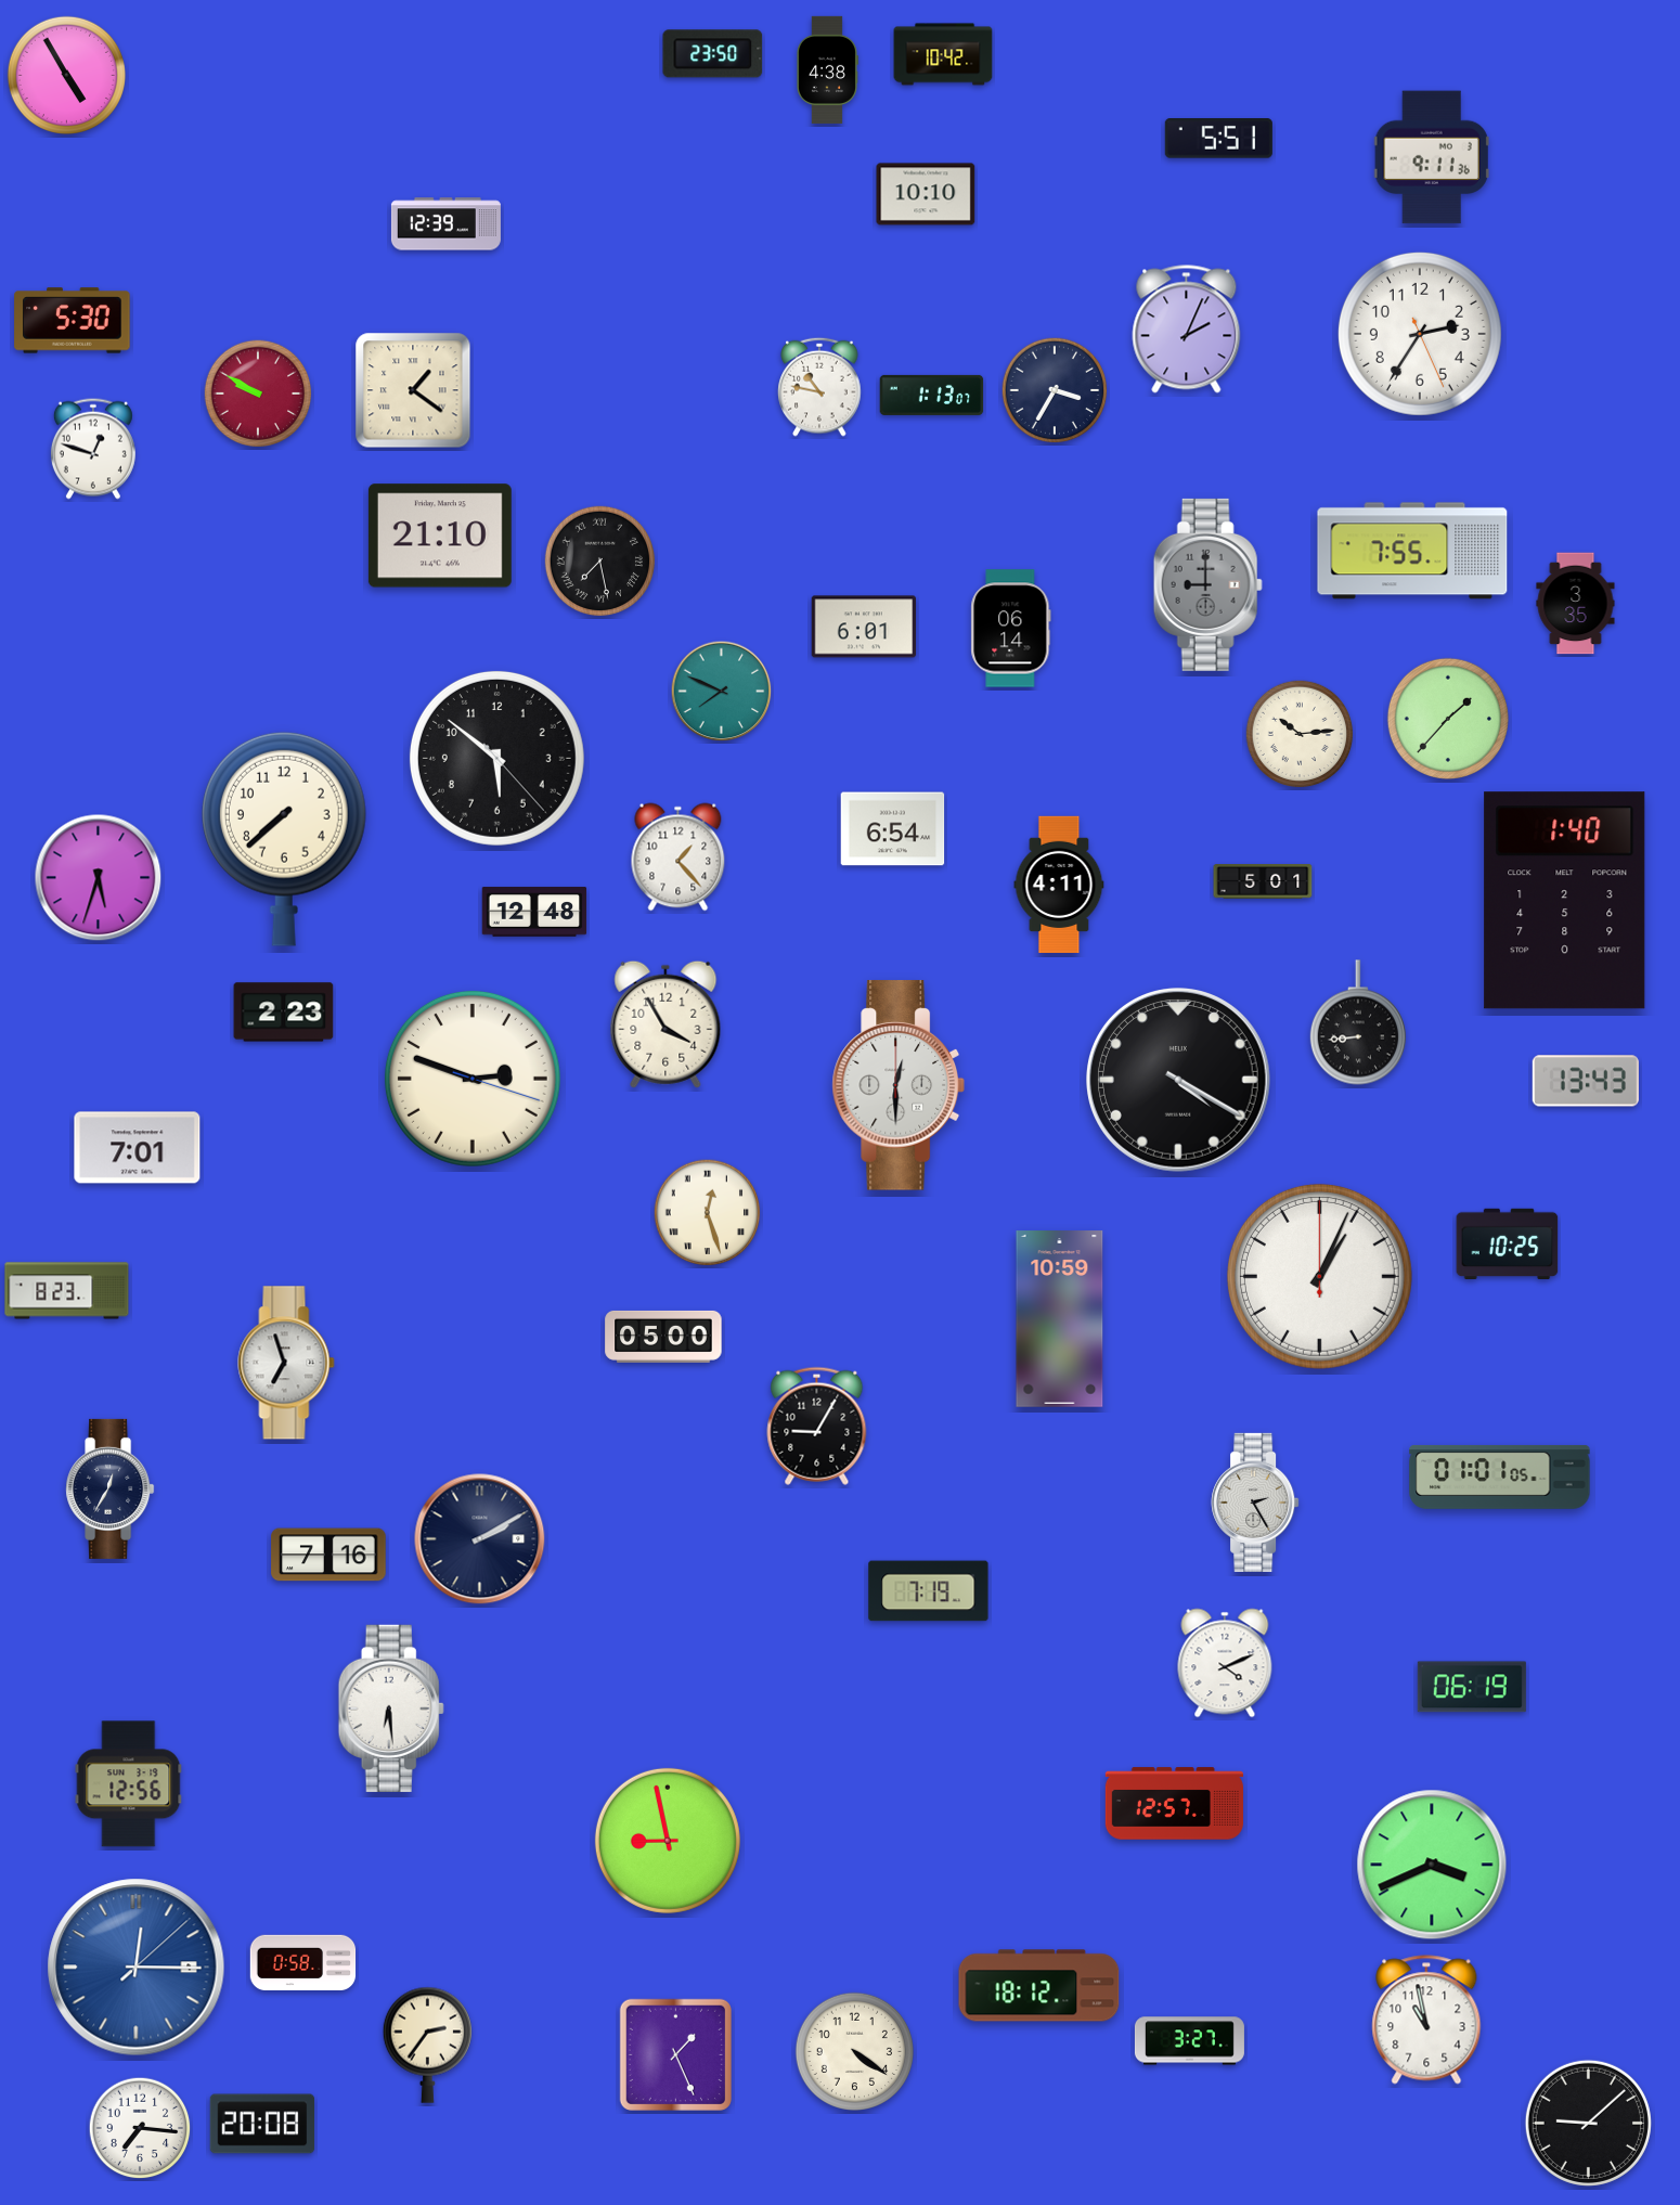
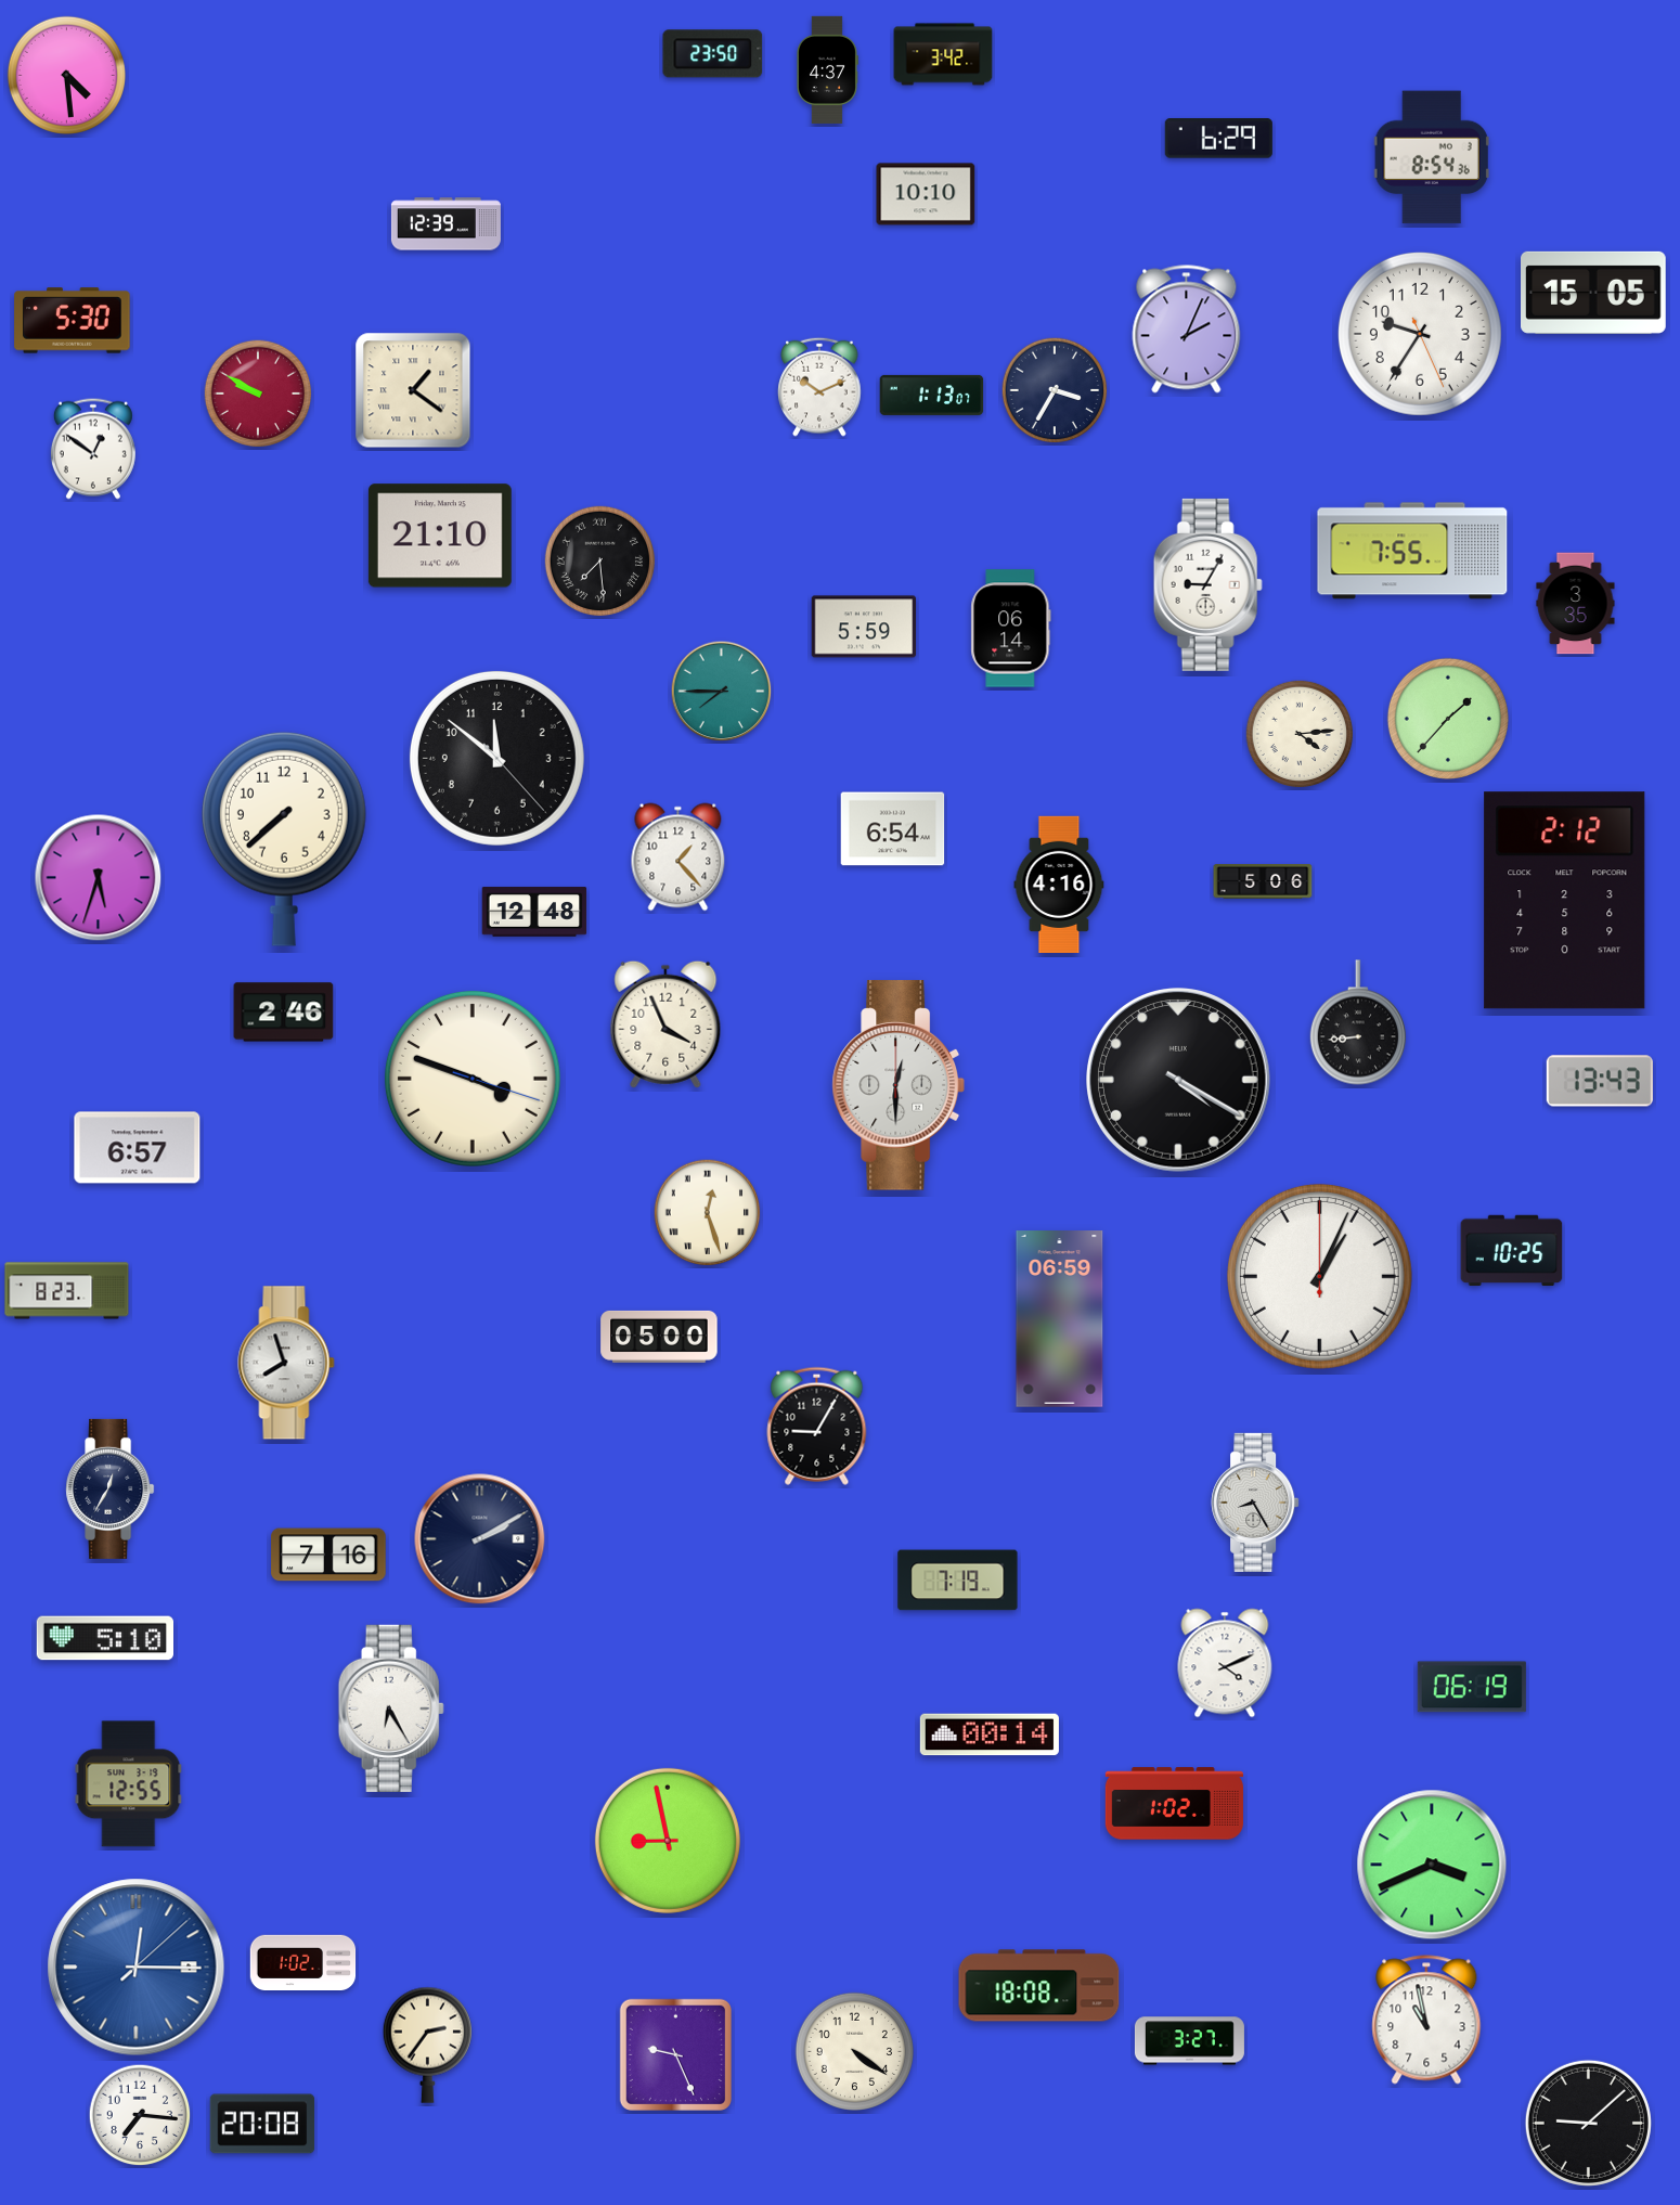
clock at (943, 54): 10:42 -> 3:42
clock at (828, 69): 4:38 -> 4:37
clock at (66, 75): 4:55 -> 4:29
clock at (1218, 139): 5:51 -> 6:29
clock at (1432, 157): 9:11 -> 8:54
clock at (1594, 293): none -> 15:05
clock at (1420, 334): 2:35 -> 9:35
clock at (819, 387): 10:47 -> 10:11
clock at (93, 449): 12:48 -> 12:51
clock at (600, 562): 7:28 -> 7:29
clock at (1207, 584): 9:00 -> 9:05
clock at (1207, 584) dial: grey -> white
clock at (864, 627): 6:01 -> 5:59
clock at (722, 692): 7:49 -> 7:45
clock at (1300, 734): 10:14 -> 4:14
clock at (496, 758): 5:51 -> 11:51
clock at (1263, 881): 5:01 -> 5:06
clock at (1059, 885): 4:11 -> 4:16
clock at (1565, 901): 1:40 -> 2:12
clock at (284, 1013): 2:23 -> 2:46
clock at (665, 1024): 3:55 -> 3:56
clock at (473, 1079): 2:48 -> 3:48
clock at (1586, 1081) position: (1586, 1081) -> (1600, 1081)
clock at (138, 1148): 7:01 -> 6:57
clock at (1508, 1243) position: (1508, 1243) -> (1512, 1250)
clock at (1060, 1319): 10:59 -> 06:59
clock at (663, 1337) position: (663, 1337) -> (659, 1337)
clock at (286, 1363): 6:57 -> 7:57
clock at (1500, 1477): 01:01 -> none
clock at (1255, 1503): 2:25 -> 8:25
clock at (929, 1591) position: (929, 1591) -> (958, 1581)
clock at (104, 1638): none -> 5:10
clock at (391, 1708): 6:29 -> 6:25
clock at (990, 1735): none -> 00:14
clock at (129, 1784): 12:56 -> 12:55
clock at (1174, 1804): 12:57 -> 1:02
clock at (303, 1962): 0:58 -> 1:02
clock at (1039, 1986): 18:12 -> 18:08
clock at (675, 2054): 1:26 -> 9:26
clock at (140, 2128) position: (140, 2128) -> (140, 2115)
